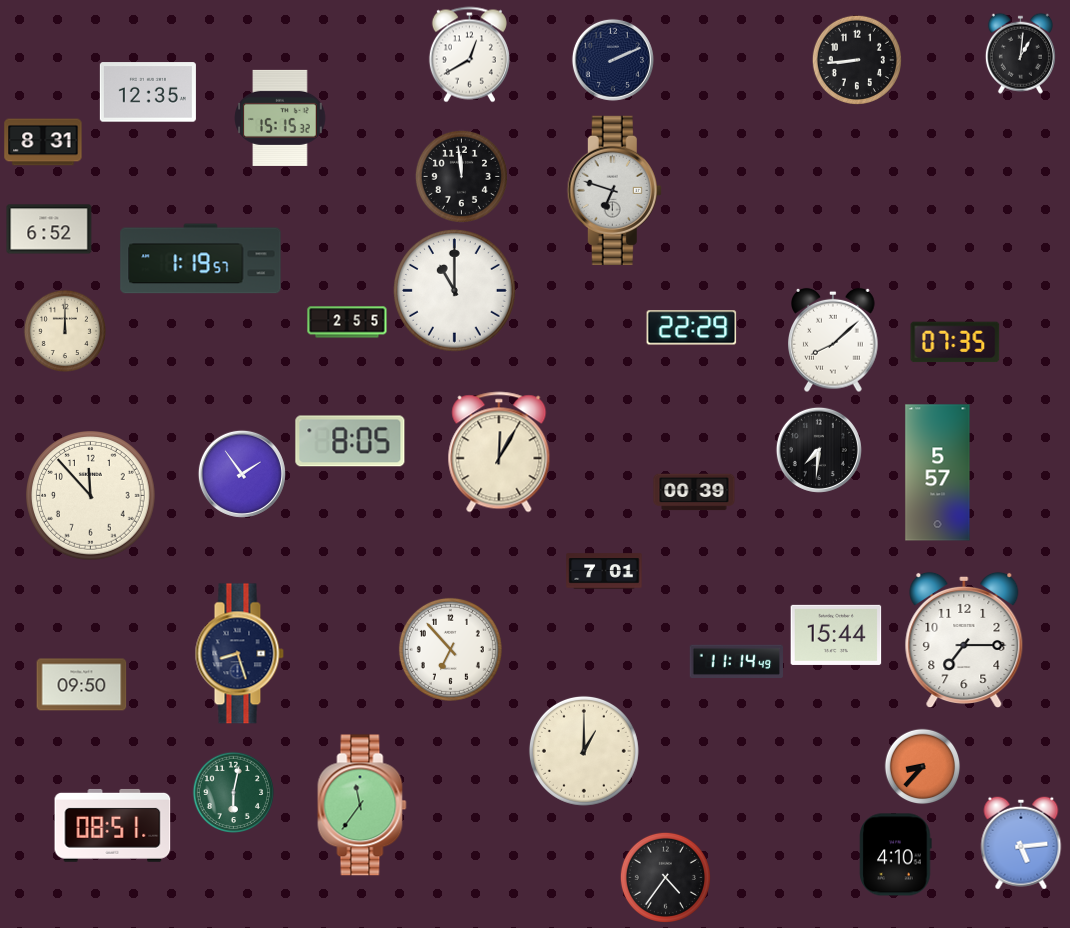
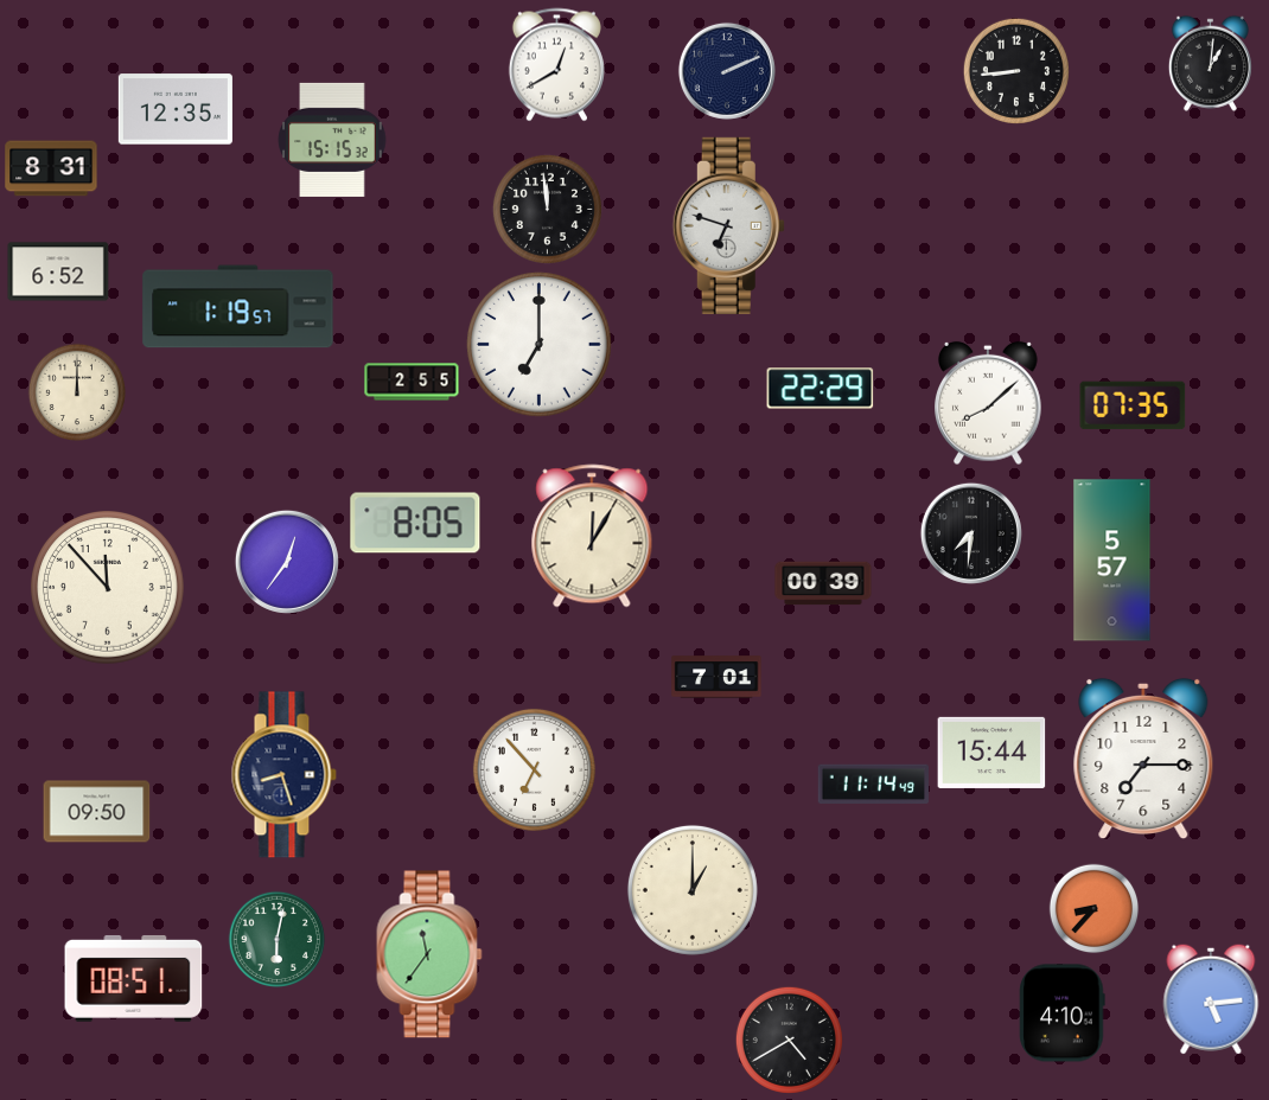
clock at (454, 290): 11:00 -> 7:00
clock at (242, 474): 1:54 -> 12:36
clock at (665, 877): 4:36 -> 4:40
